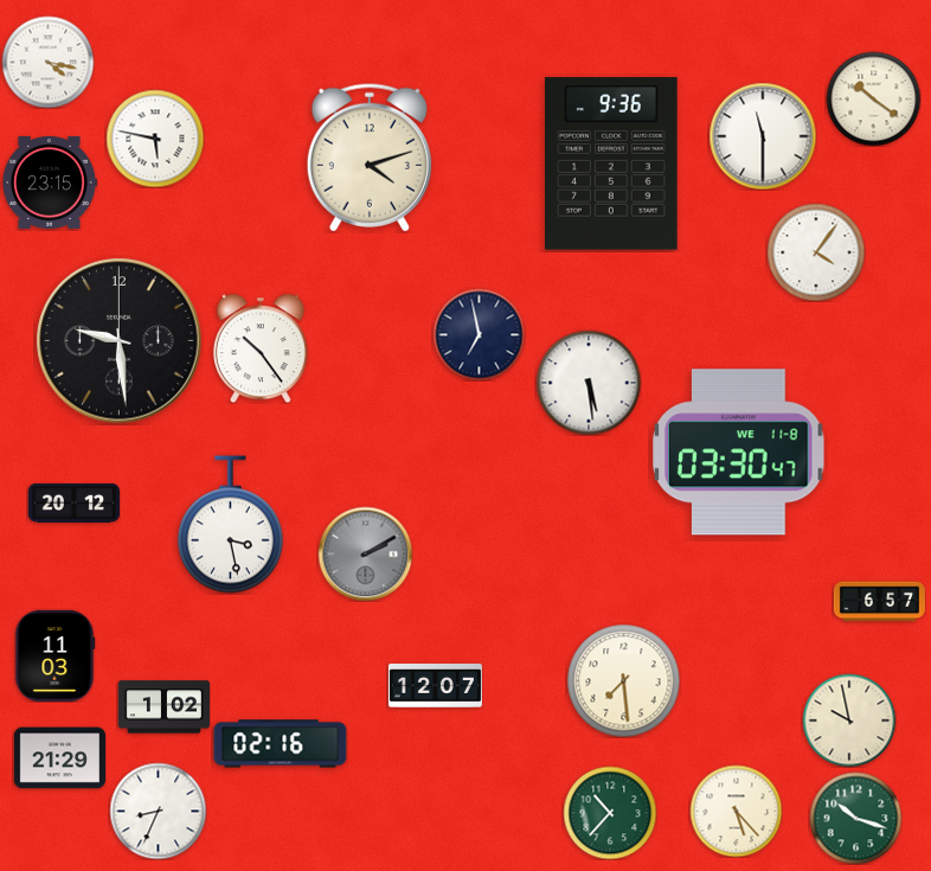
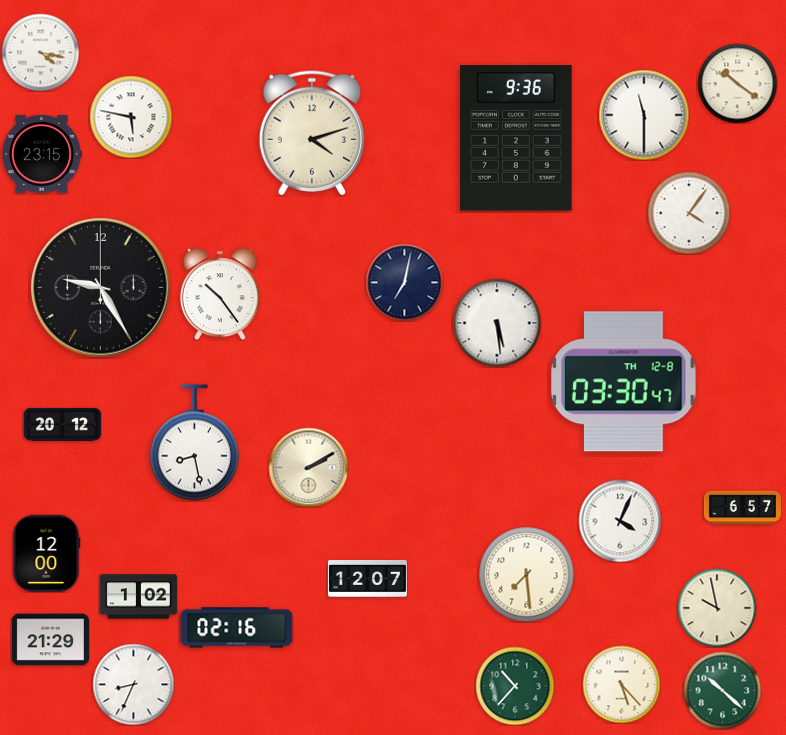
clock at (479, 334): 6:58 -> 7:02
clock at (120, 341): 9:29 -> 9:25
clock at (739, 453) date: WE 11-8 -> TH 12-8
clock at (230, 525): 3:28 -> 8:28
clock at (365, 553) dial: grey -> cream
clock at (620, 521): none -> 4:04
clock at (54, 655): 11:03 -> 12:00
clock at (855, 818): 10:18 -> 10:22
